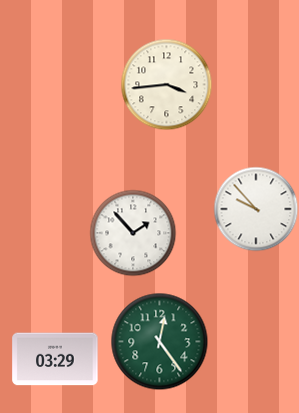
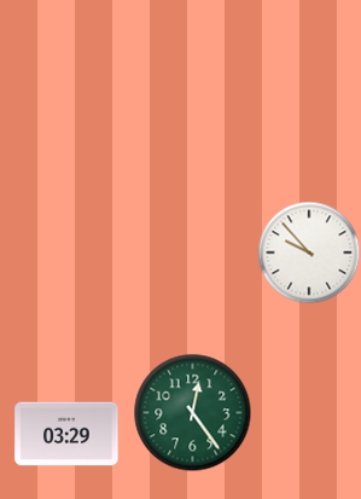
clock at (166, 84): 3:44 -> none
clock at (133, 233): 1:53 -> none
